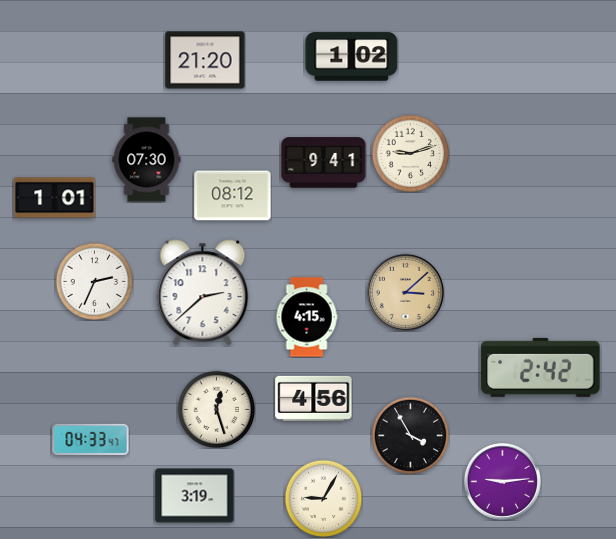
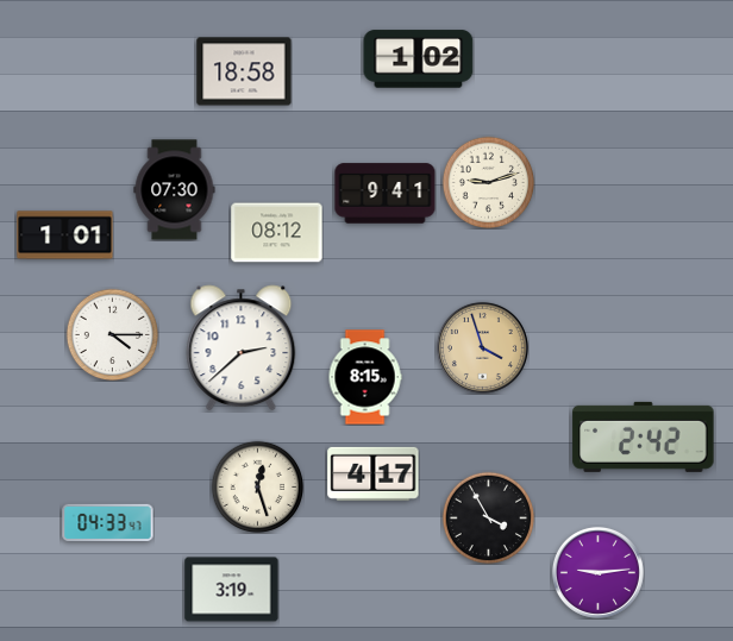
clock at (352, 57) position: (352, 57) -> (419, 59)
clock at (205, 60): 21:20 -> 18:58
clock at (94, 281): 2:34 -> 4:15
clock at (405, 292): 3:08 -> 3:57
clock at (307, 317): 4:15 -> 8:15
clock at (314, 398): 4:56 -> 4:17
clock at (323, 498): 9:05 -> none
